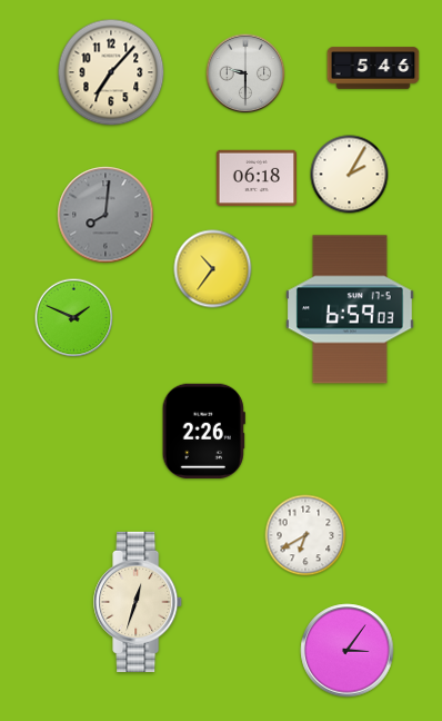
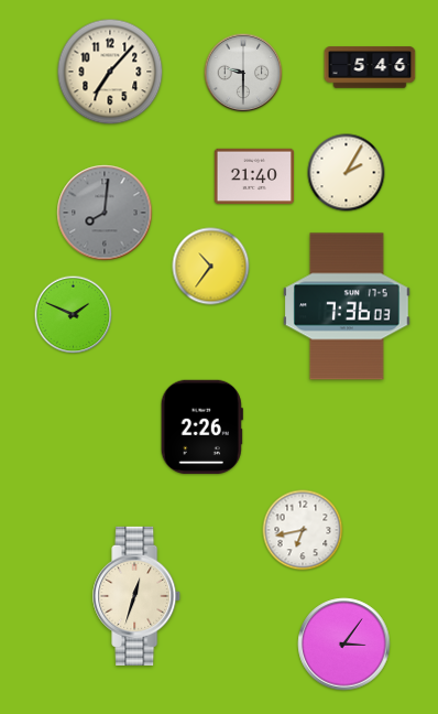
clock at (255, 177): 06:18 -> 21:40
clock at (351, 309): 6:59 -> 7:36
clock at (305, 535): 6:40 -> 6:43
